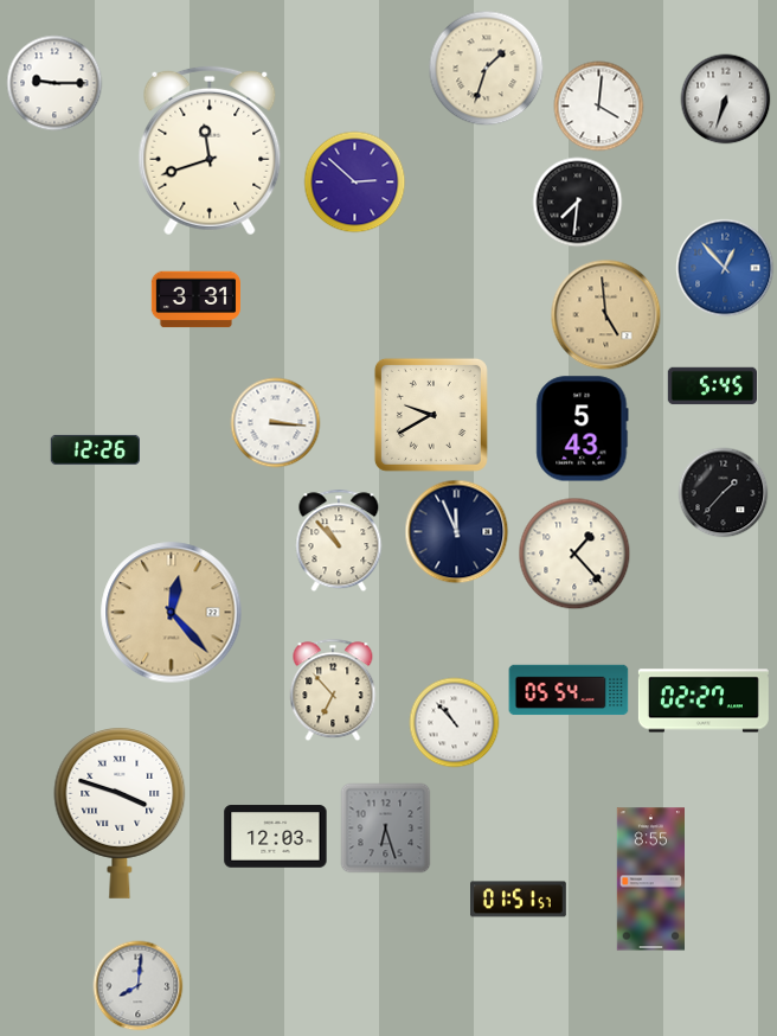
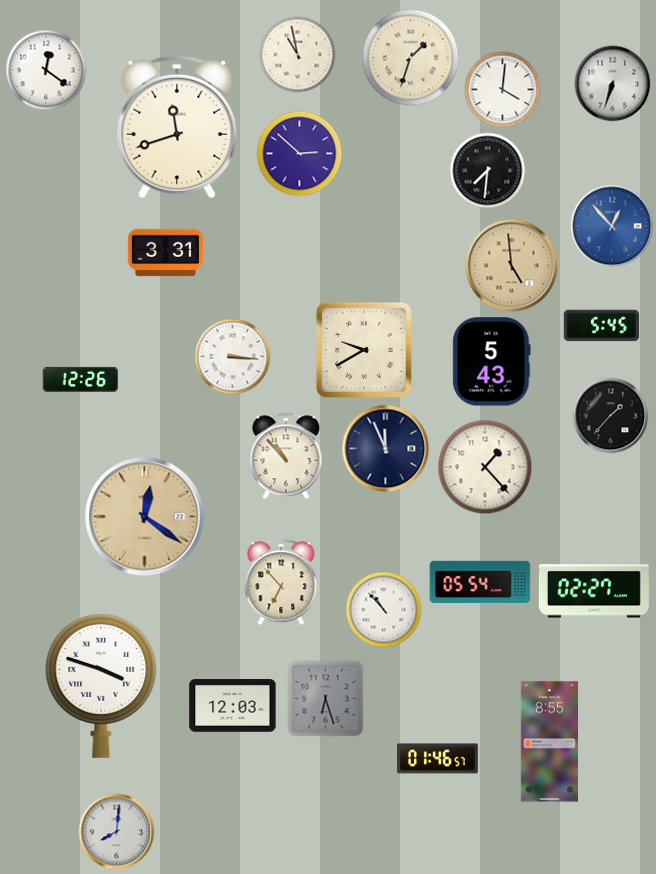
clock at (298, 55): none -> 10:58
clock at (54, 83): 9:15 -> 12:21
clock at (599, 107) position: (599, 107) -> (503, 90)
clock at (172, 613): 12:23 -> 12:21
clock at (519, 900): 01:51 -> 01:46
